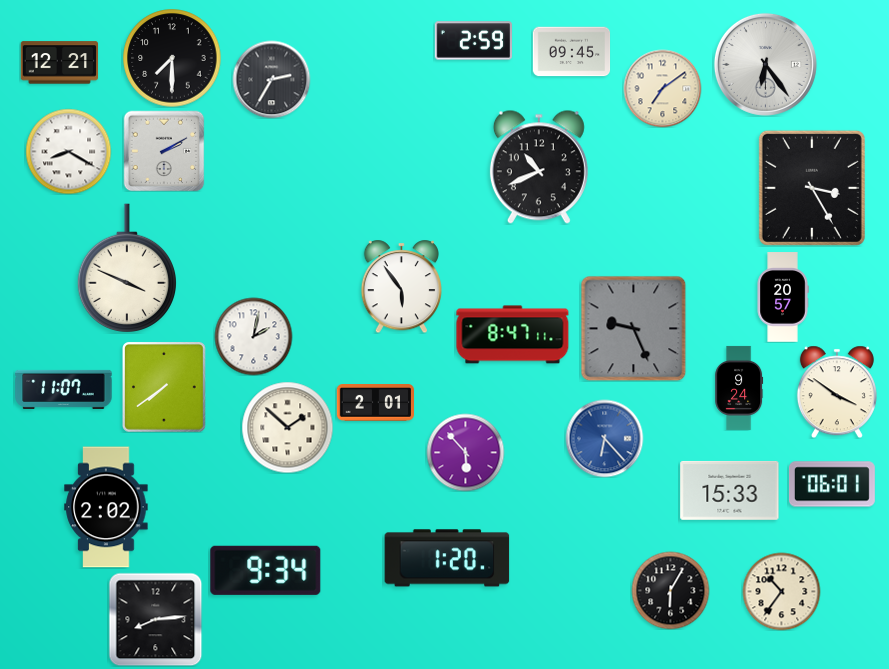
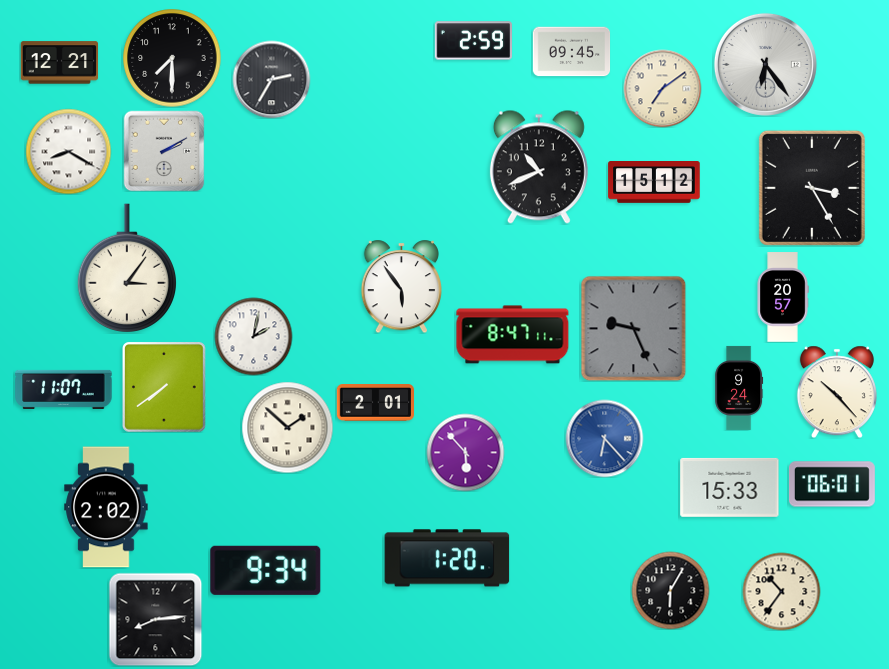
clock at (654, 182): none -> 15:12
clock at (126, 268): 3:49 -> 3:06
clock at (837, 392): 3:51 -> 10:23
clock at (730, 490) position: (730, 490) -> (730, 487)
